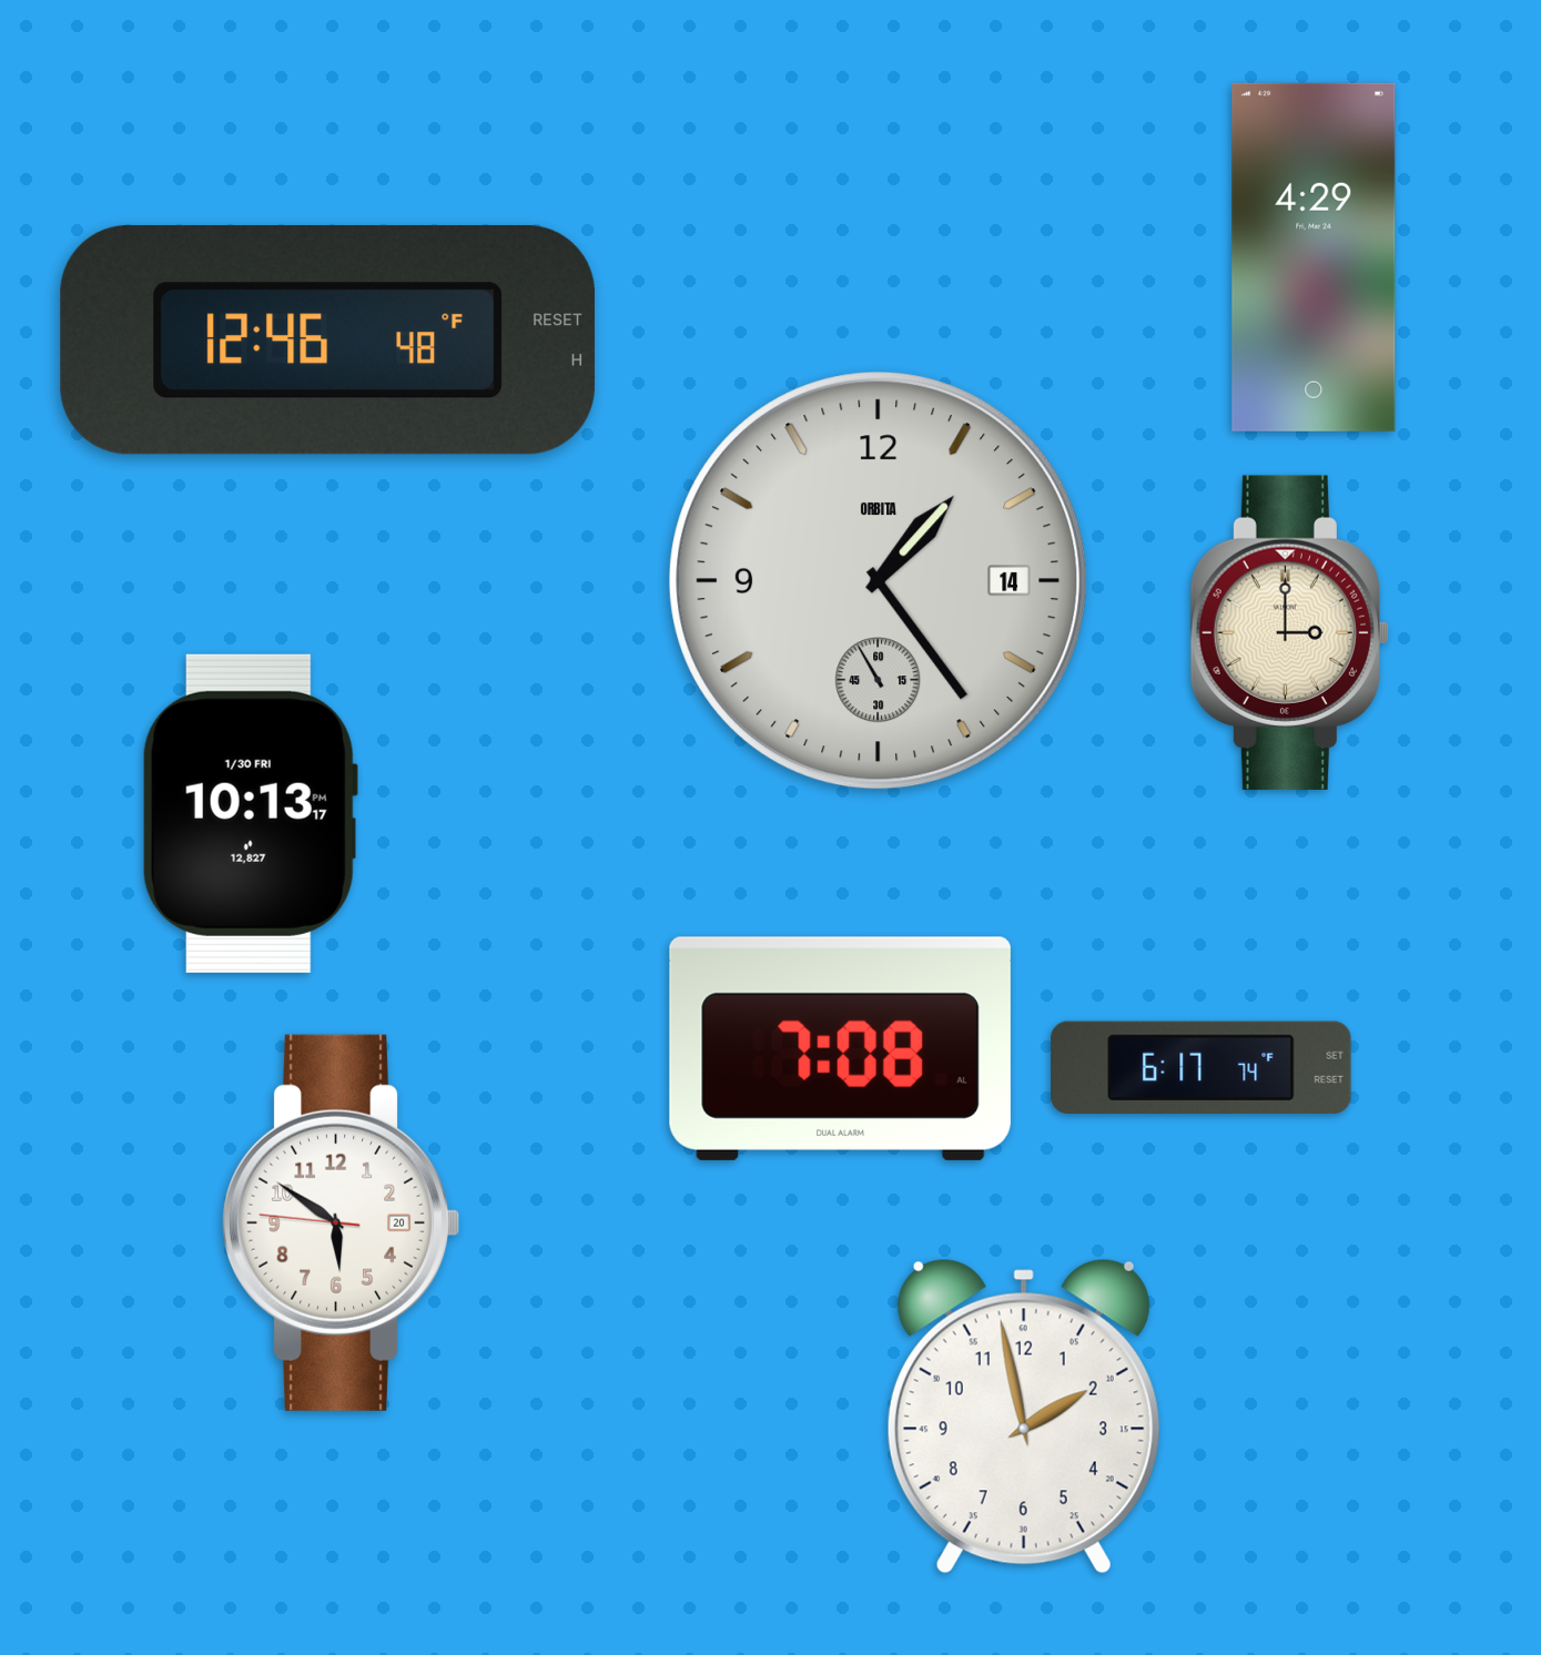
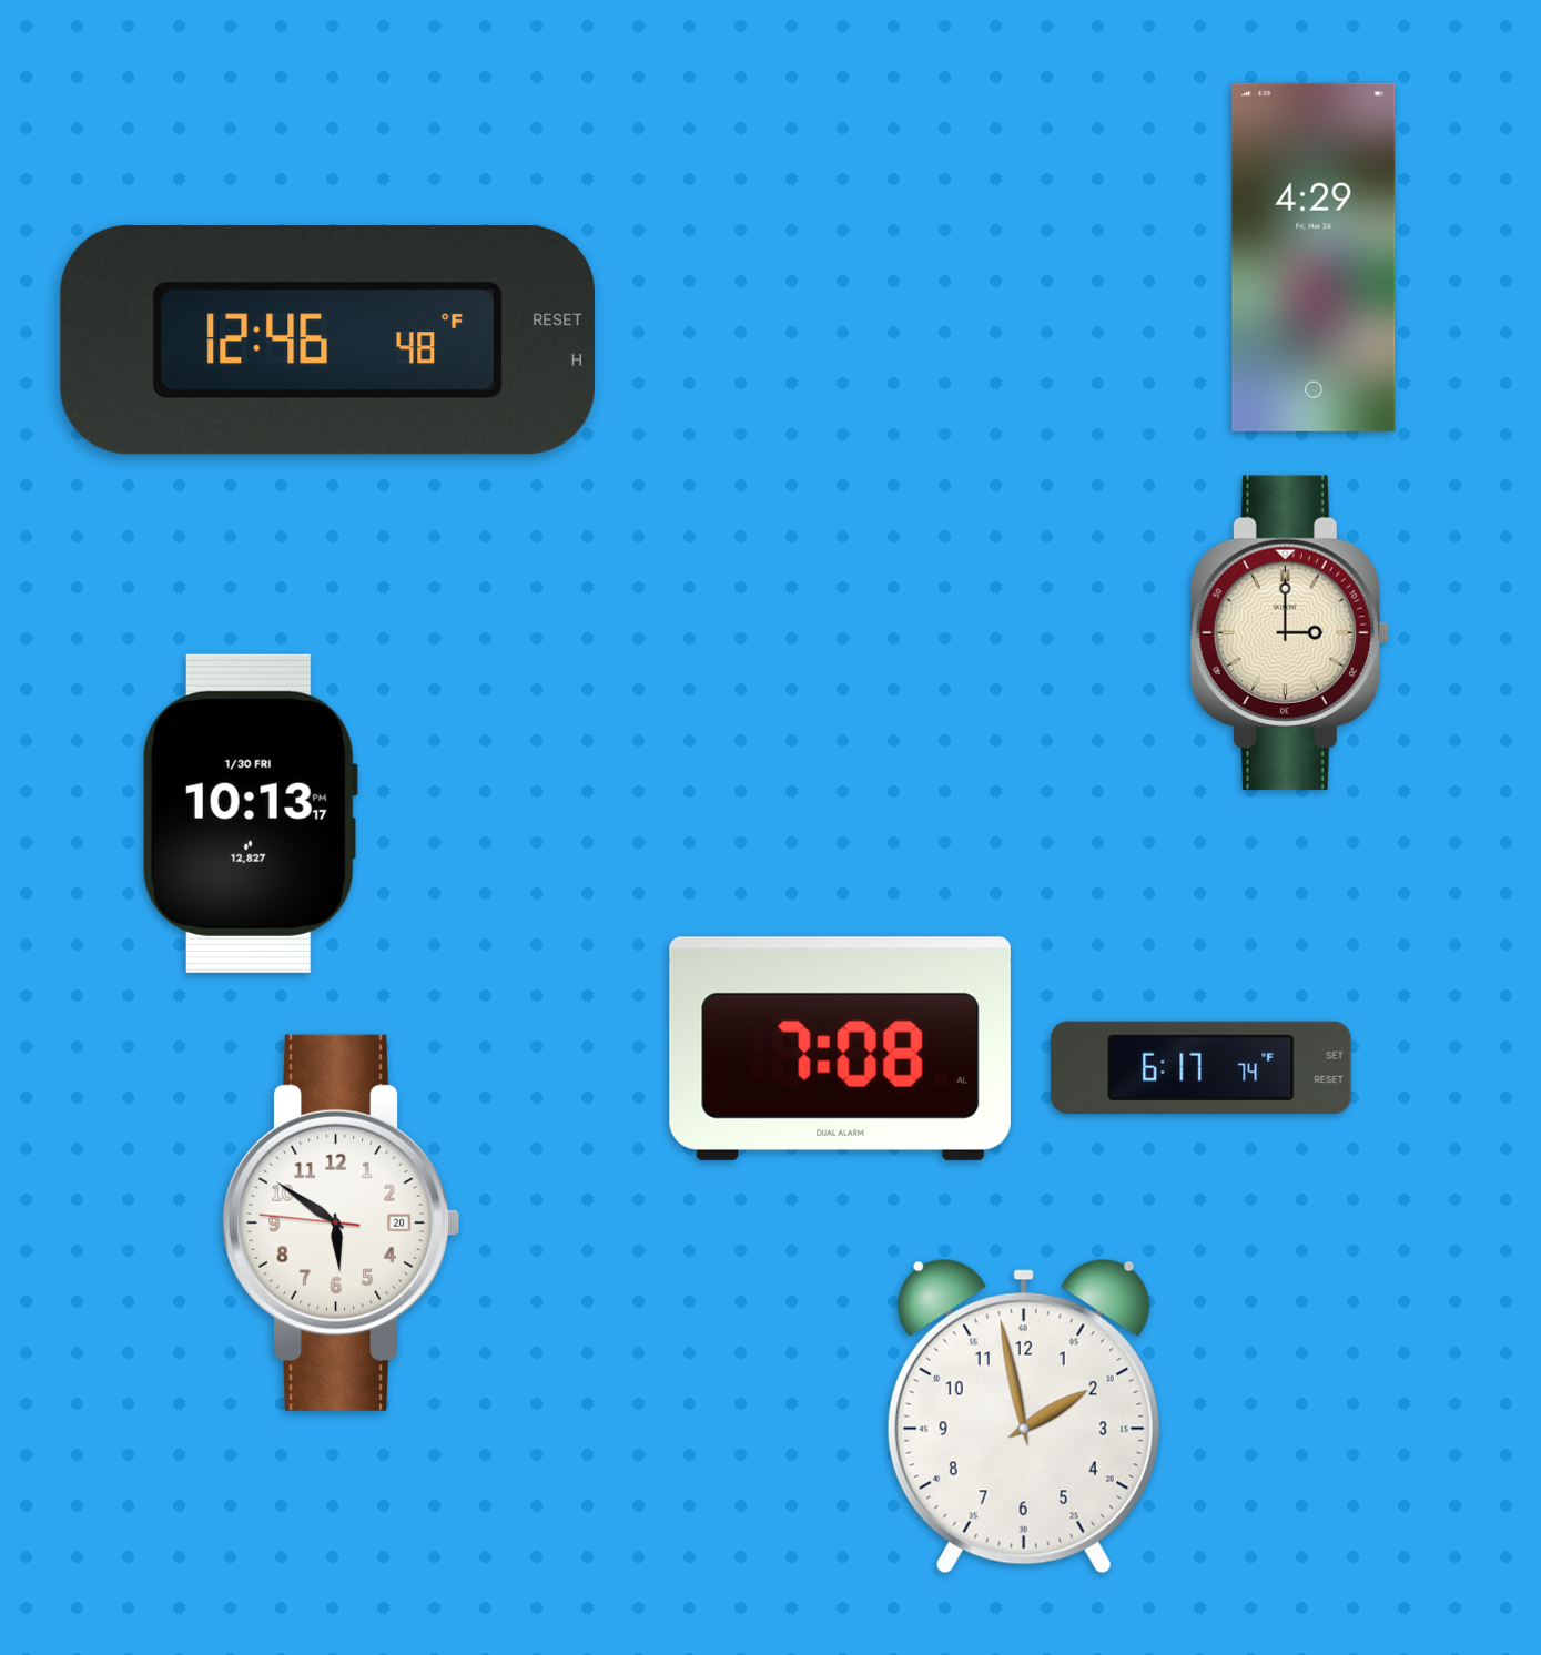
clock at (879, 581): 1:23 -> none
